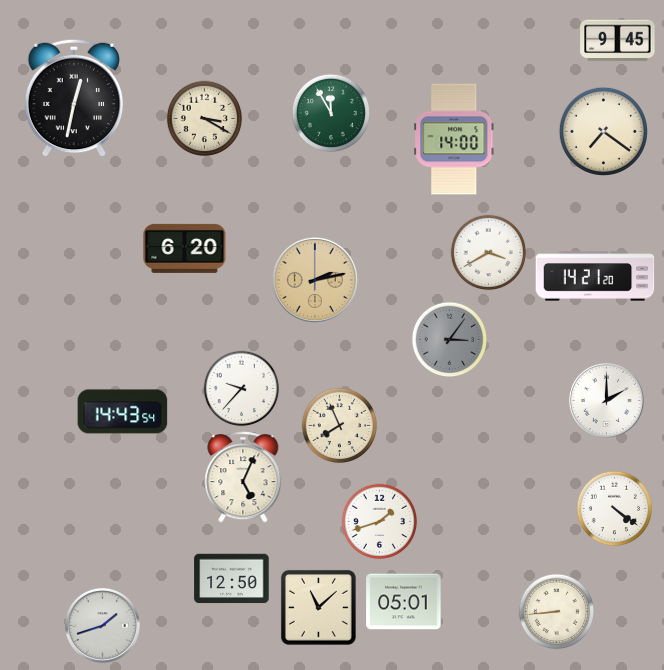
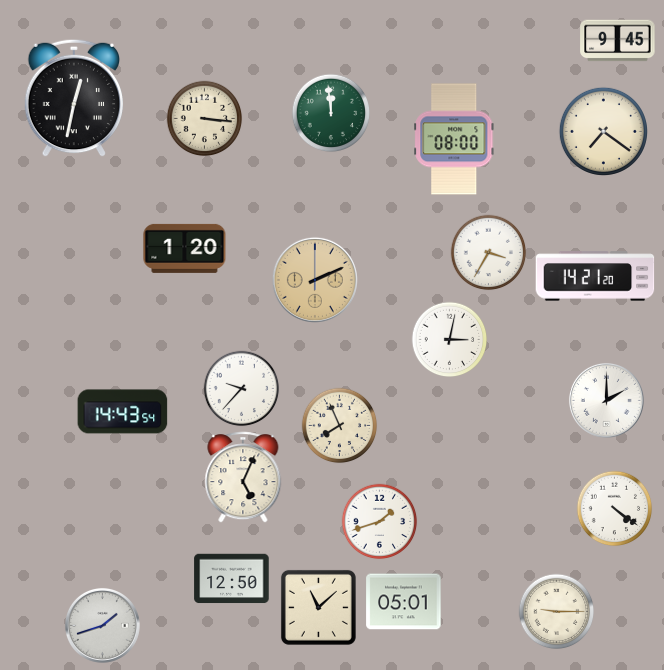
clock at (331, 113): 11:55 -> 11:59
clock at (205, 119): 3:20 -> 3:16
clock at (454, 139): 14:00 -> 08:00
clock at (185, 248): 6:20 -> 1:20
clock at (489, 253): 3:40 -> 3:35
clock at (315, 280): 2:13 -> 2:11
clock at (450, 340): 3:06 -> 3:02
clock at (450, 340) dial: grey -> white
clock at (557, 612): 8:44 -> 9:15
